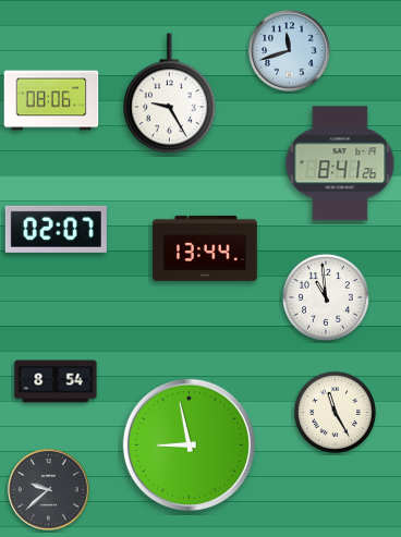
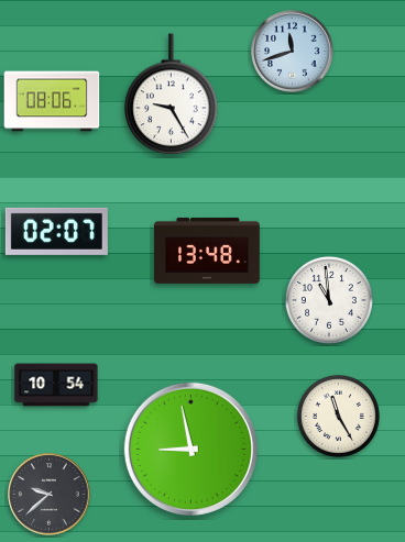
clock at (340, 163): 8:41 -> none
clock at (205, 248): 13:44 -> 13:48
clock at (56, 381): 8:54 -> 10:54
